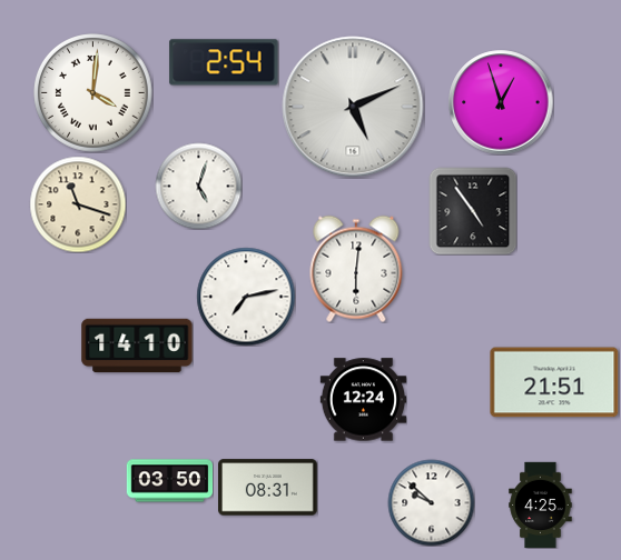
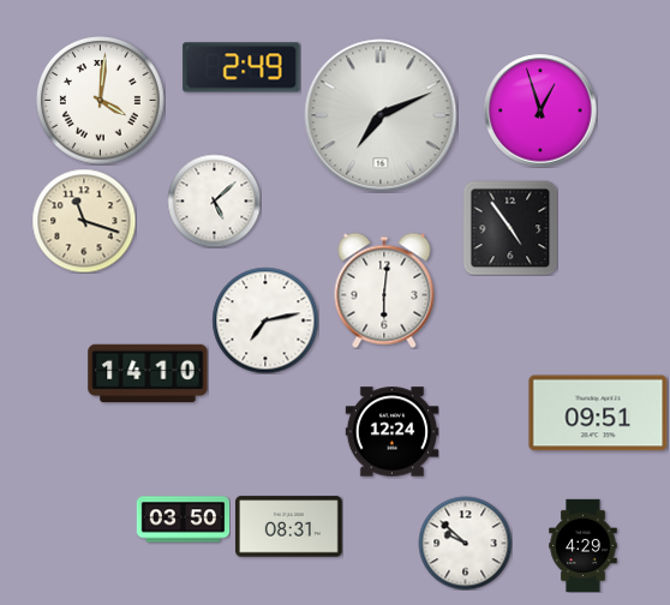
clock at (224, 62): 2:54 -> 2:49
clock at (353, 107): 5:11 -> 7:11
clock at (198, 186): 5:03 -> 5:08
clock at (554, 382): 21:51 -> 09:51
clock at (541, 504): 4:25 -> 4:29
